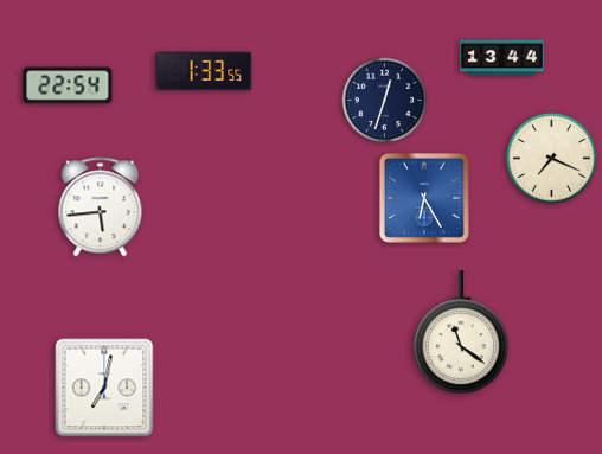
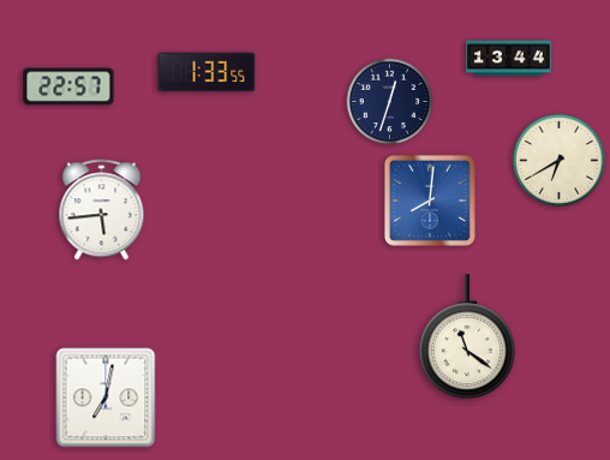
clock at (68, 85): 22:54 -> 22:57
clock at (551, 158): 7:19 -> 6:40
clock at (424, 198): 6:25 -> 8:01
clock at (104, 388) position: (104, 388) -> (106, 398)
